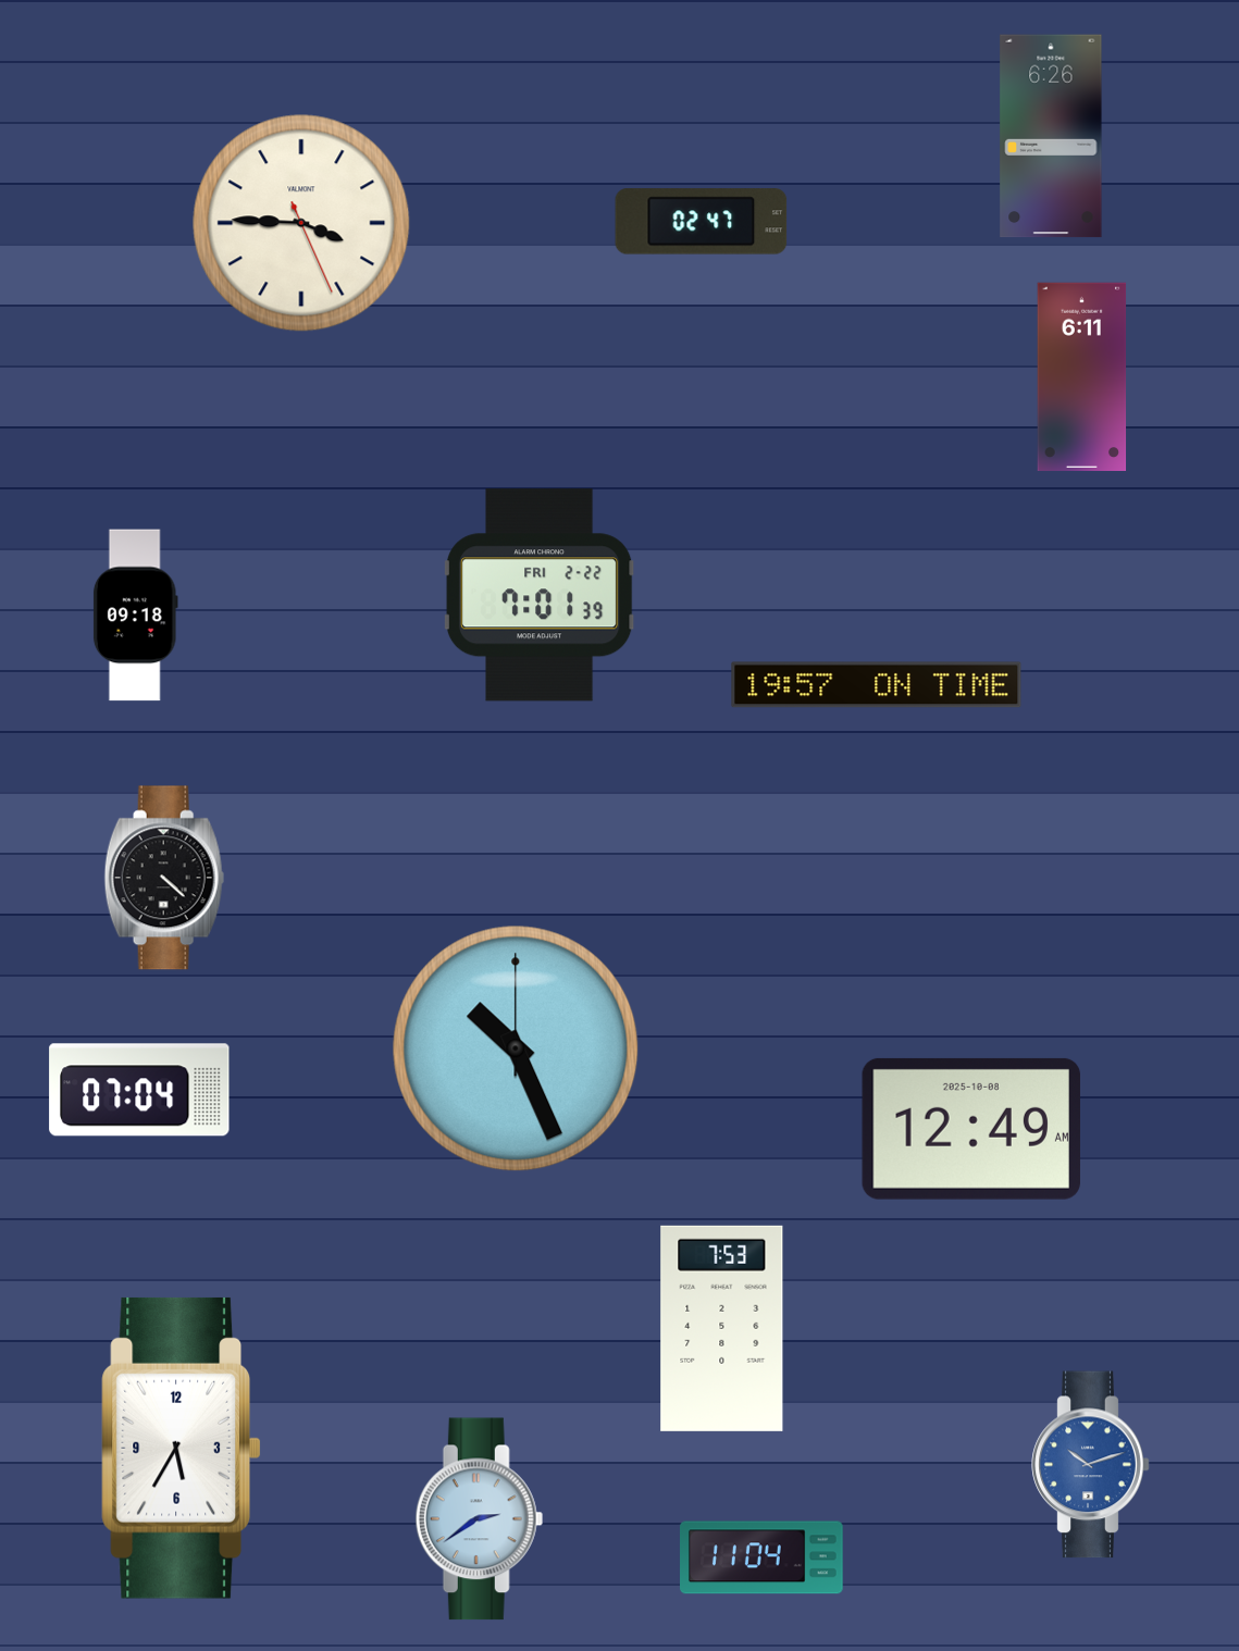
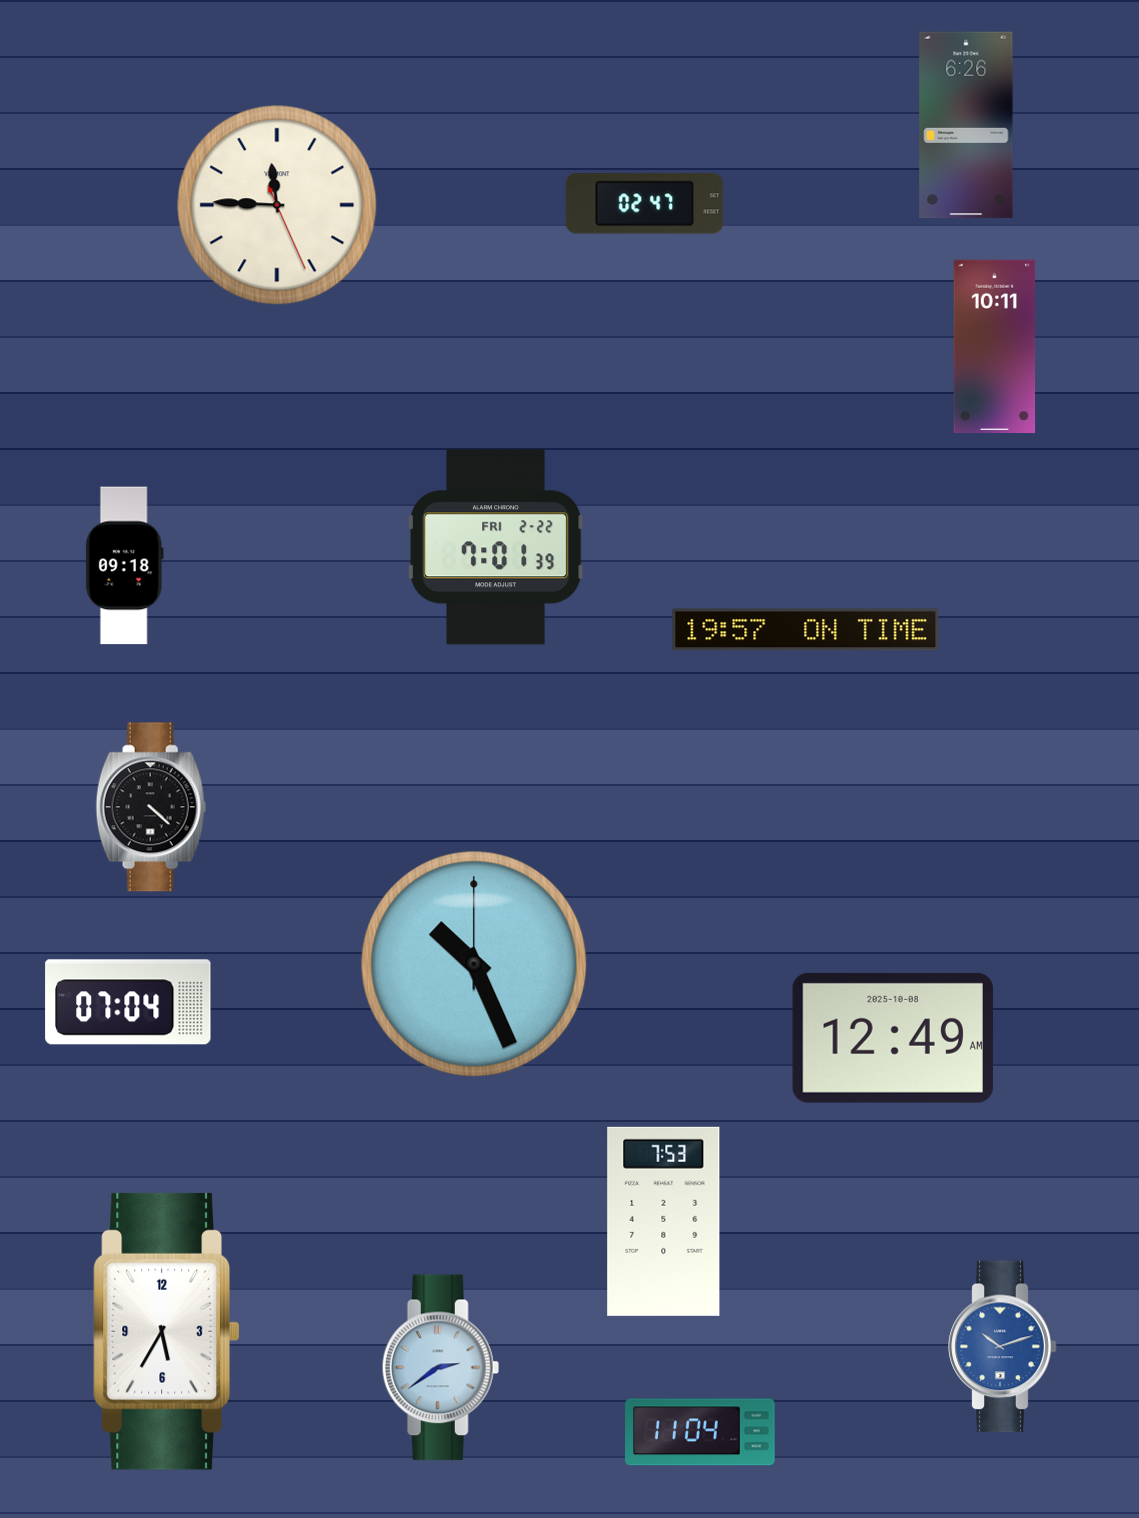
clock at (301, 223): 3:45 -> 11:45
clock at (1082, 376): 6:11 -> 10:11
clock at (480, 1519) position: (480, 1519) -> (441, 1368)
